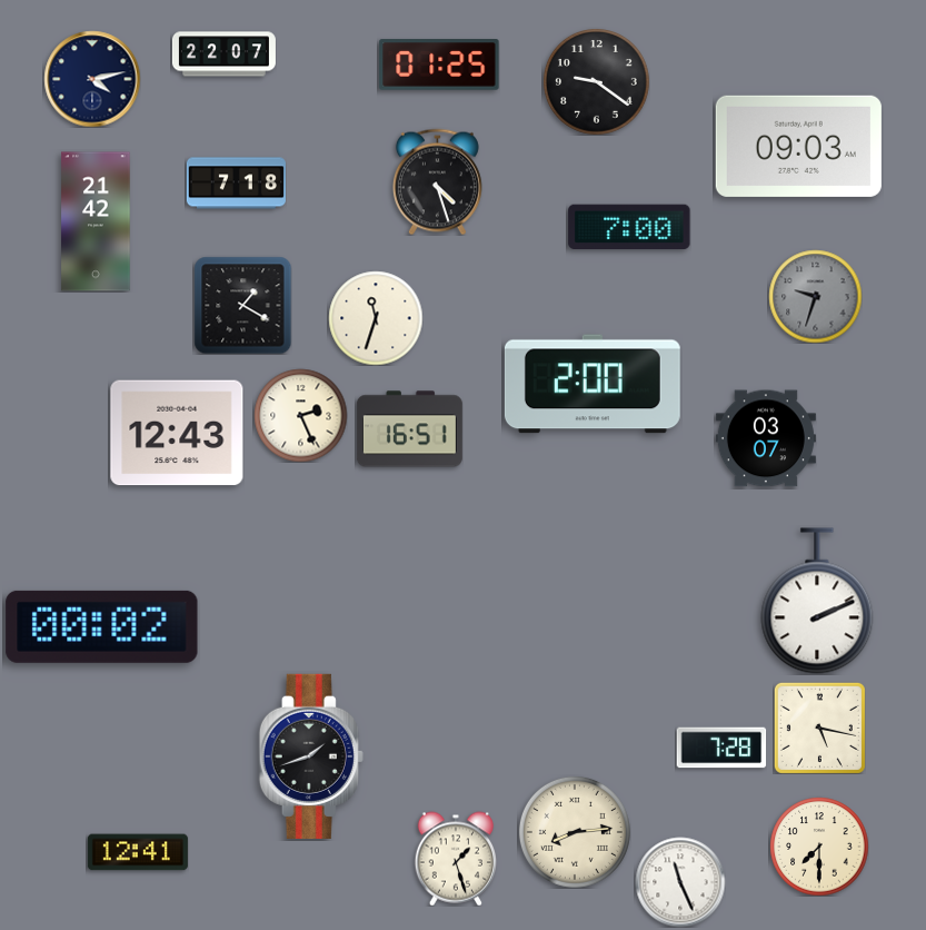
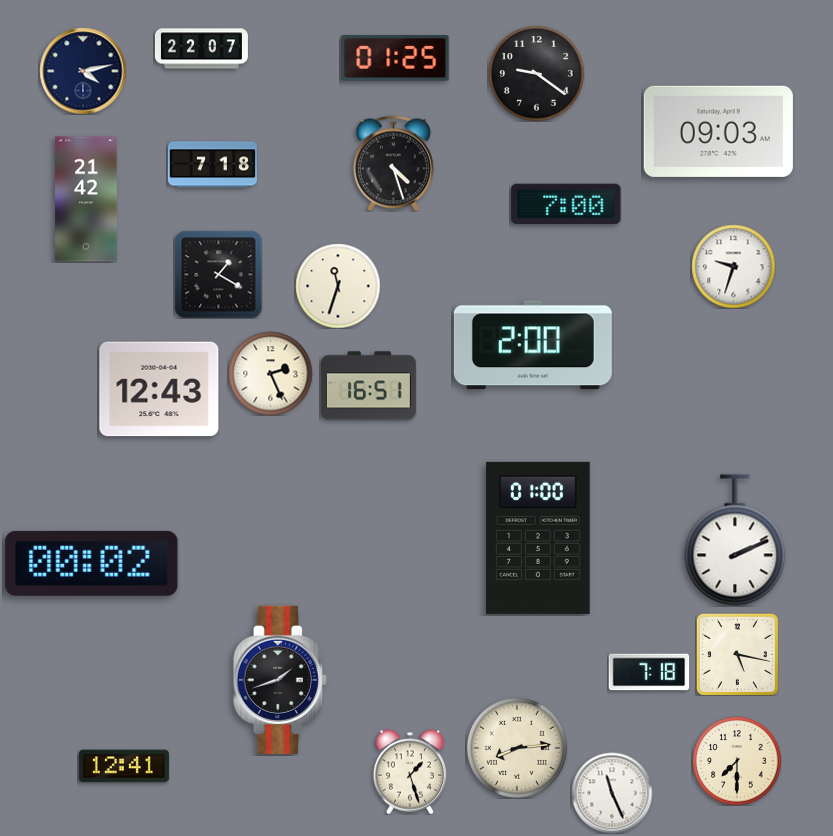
clock at (815, 296) dial: grey -> white
clock at (766, 438): 03:07 -> none
clock at (538, 538): none -> 01:00
clock at (721, 748): 7:28 -> 7:18
